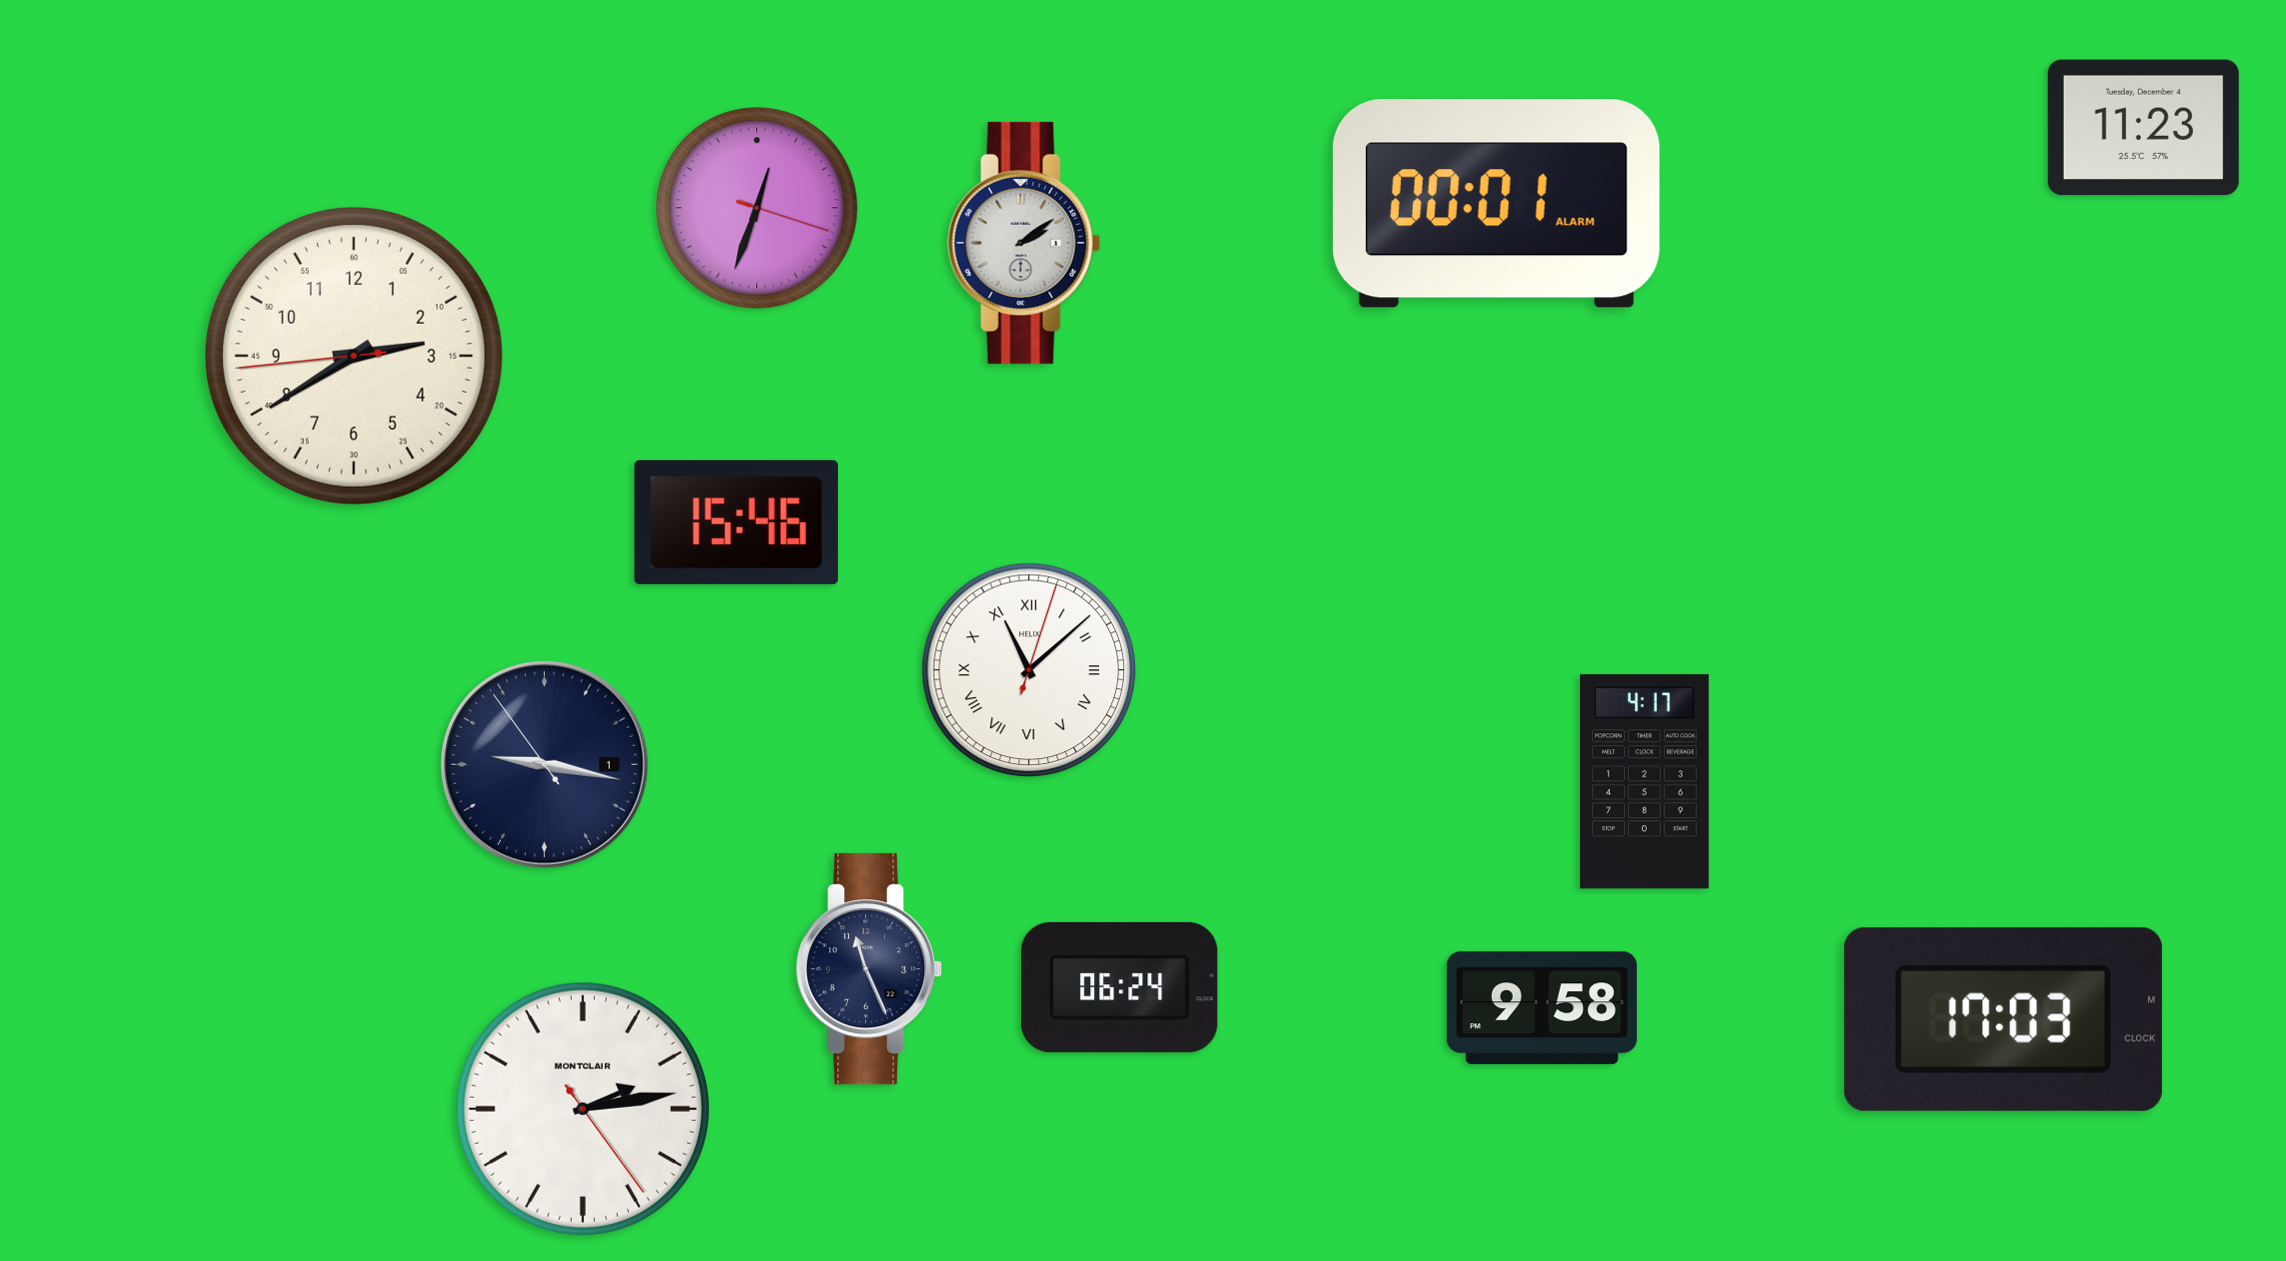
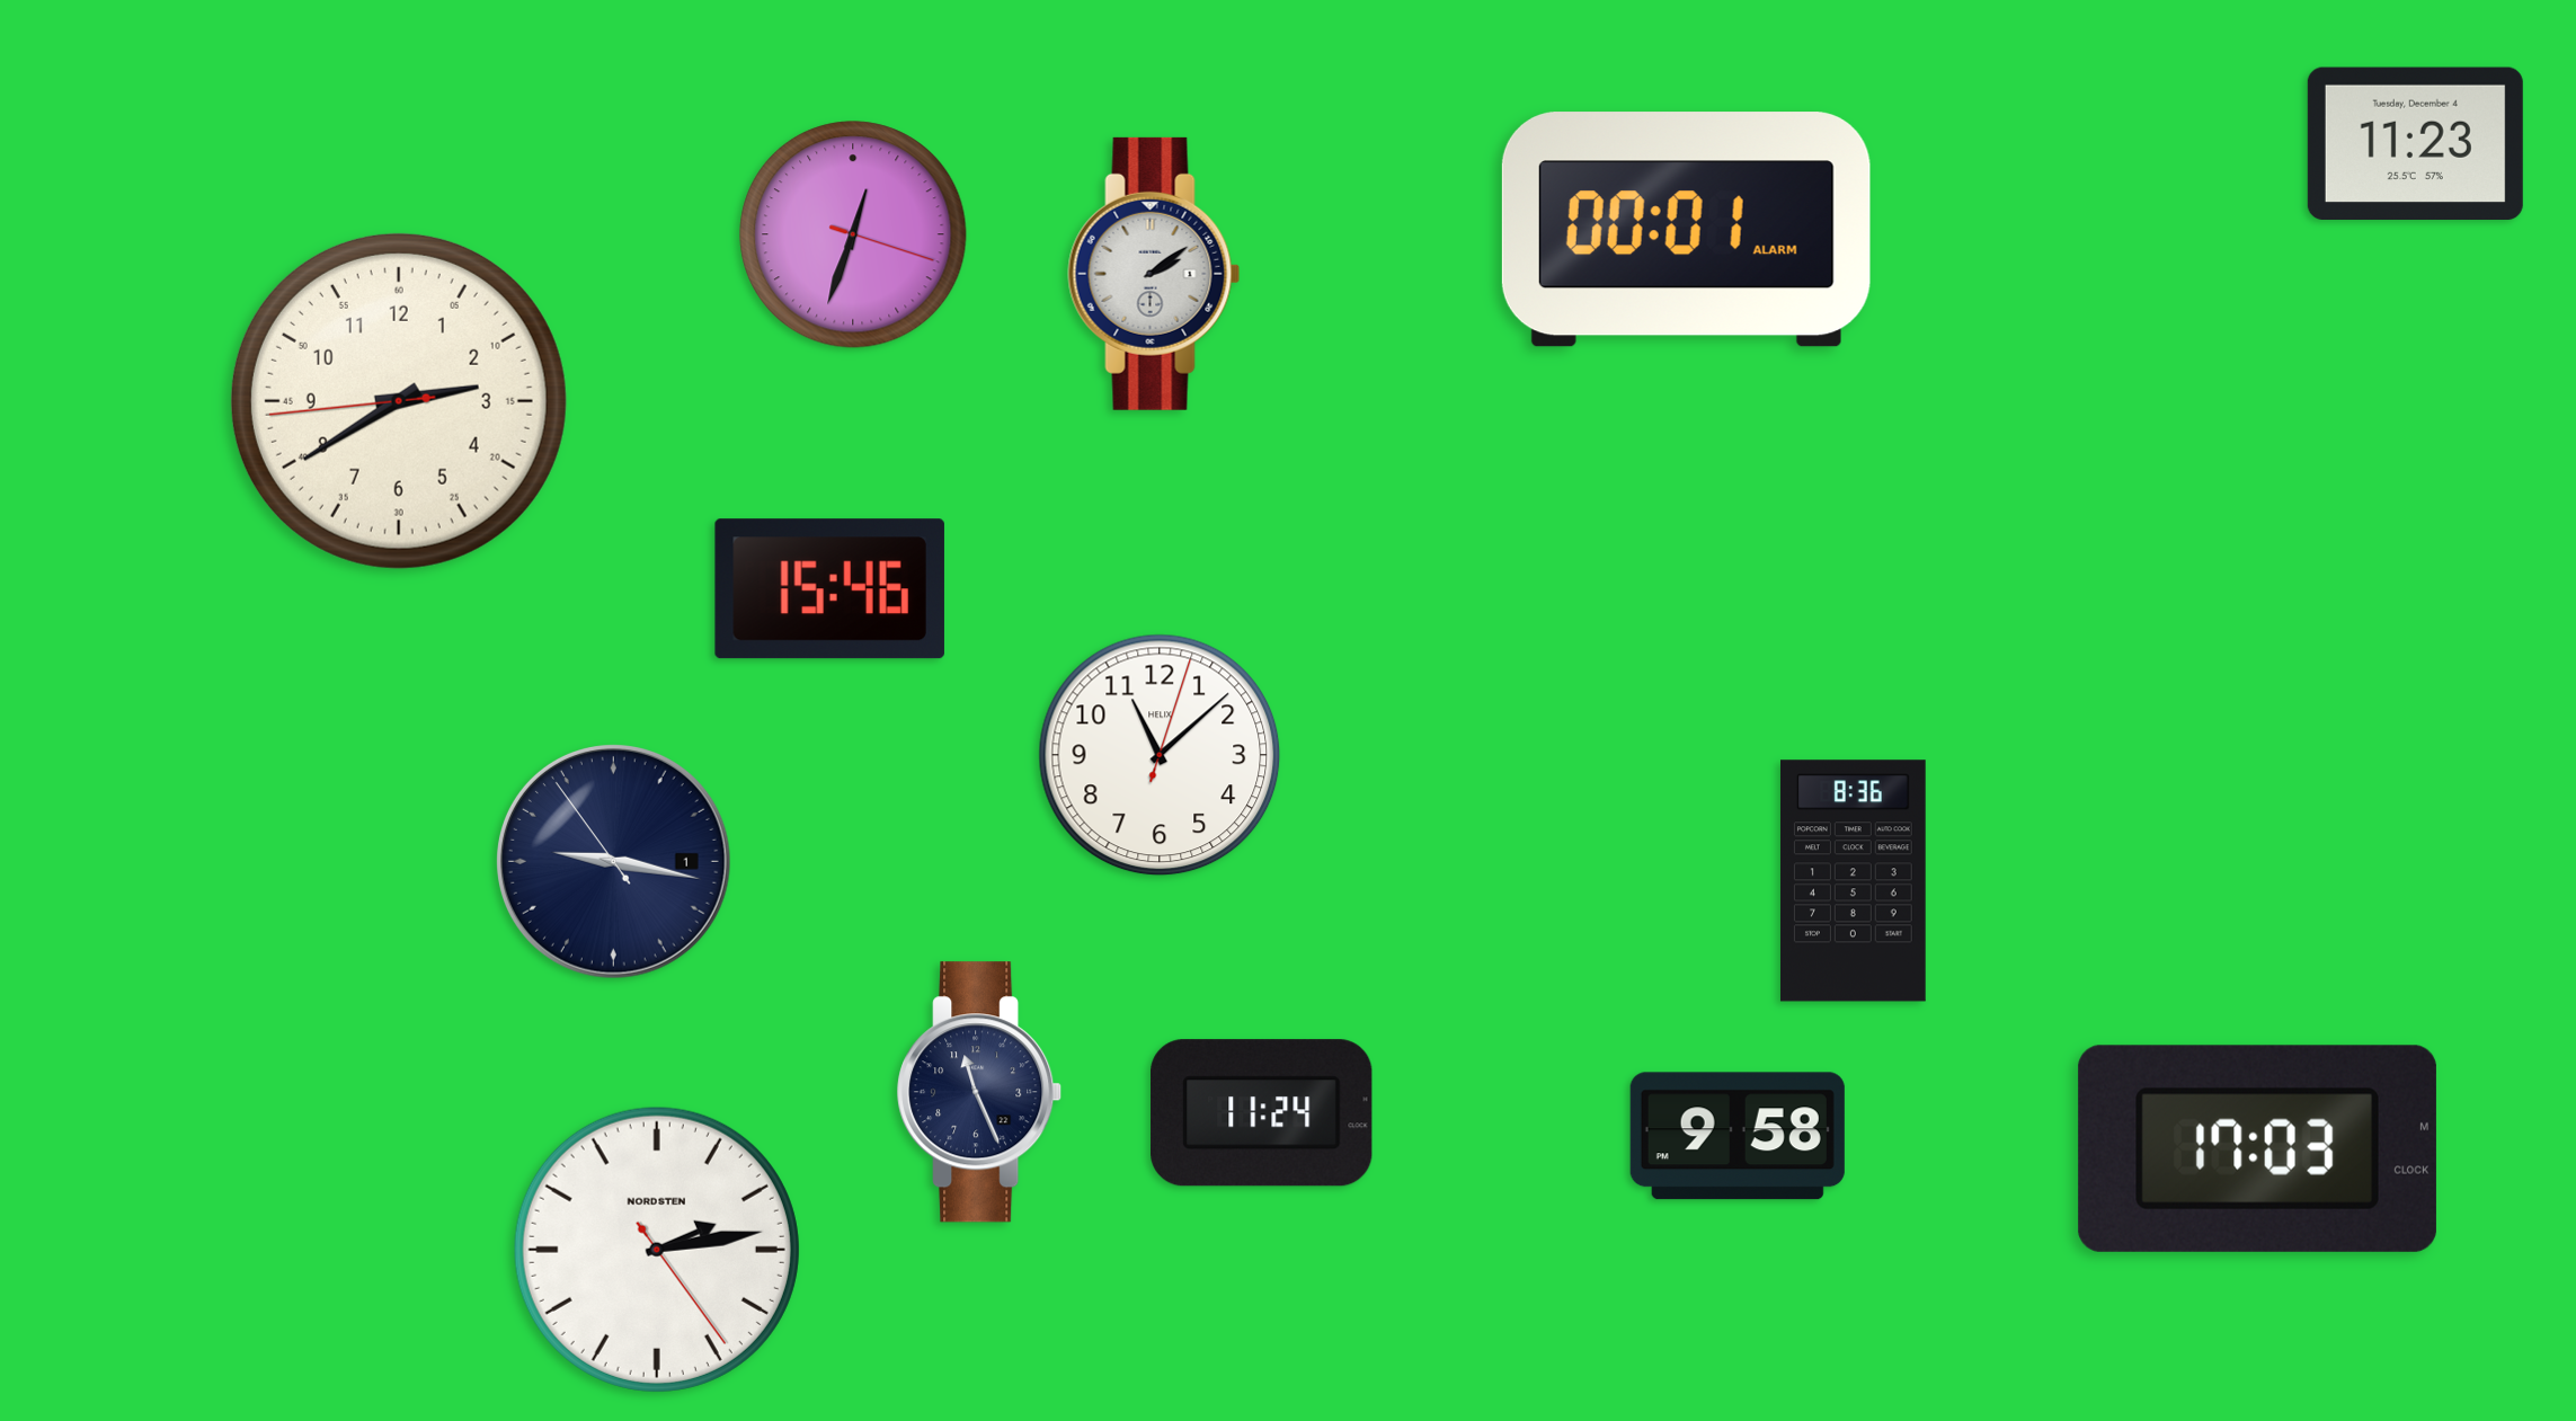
clock at (1029, 670) numerals: Roman -> Arabic
clock at (1644, 782): 4:17 -> 8:36
clock at (1120, 988): 06:24 -> 11:24
clock at (583, 1109) brand: MONTCLAIR -> NORDSTEN
